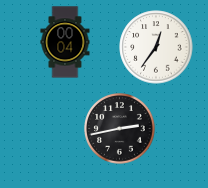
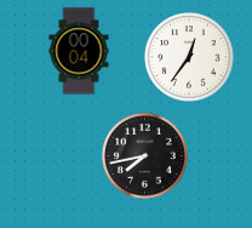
clock at (120, 129): 2:43 -> 7:43
